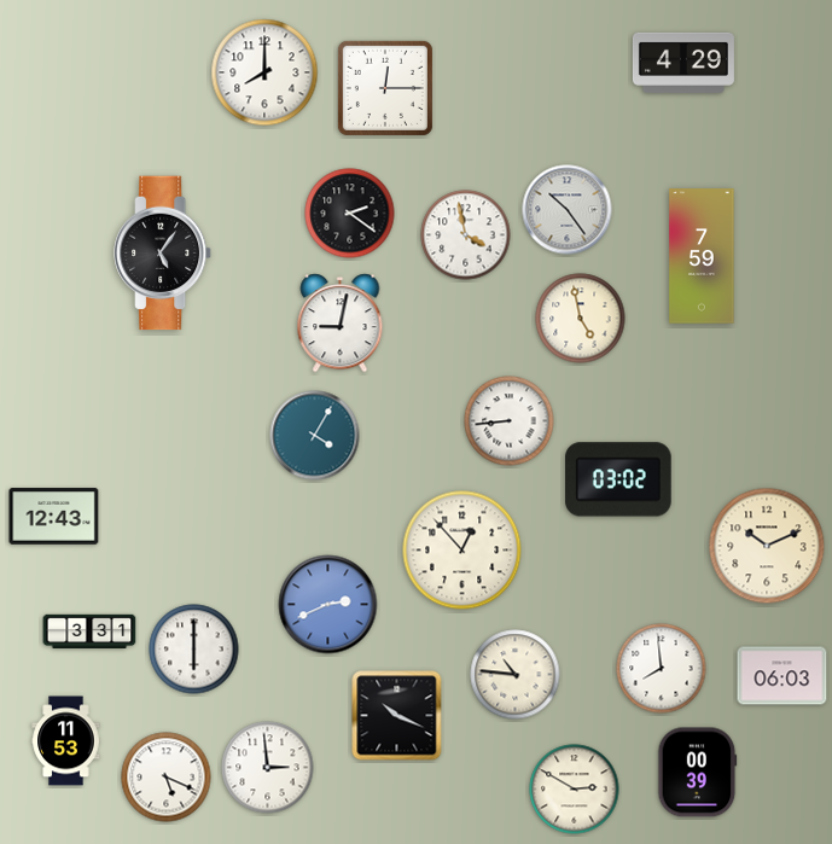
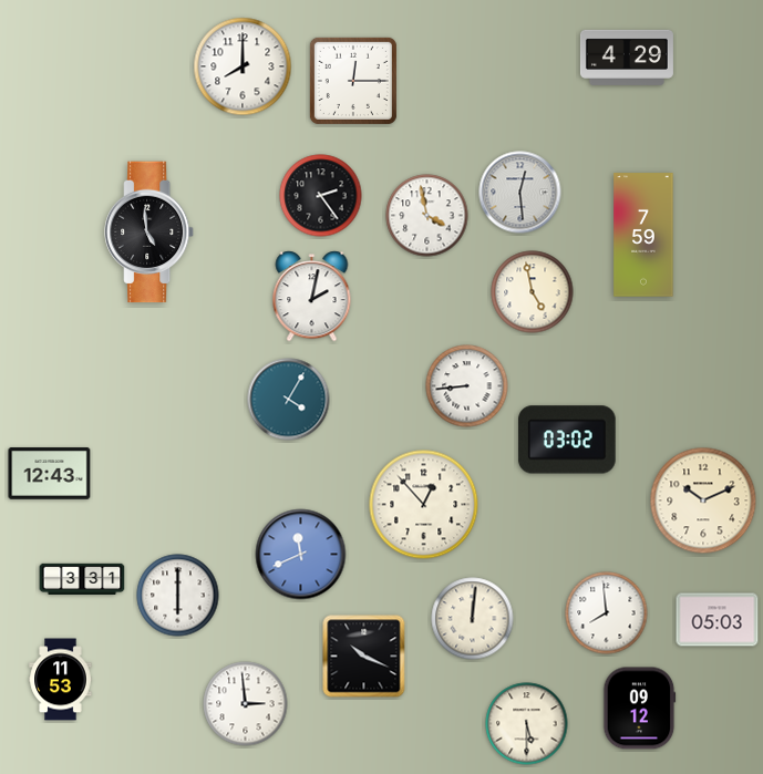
clock at (568, 210): 10:24 -> 12:29
clock at (350, 214): 2:21 -> 2:24
clock at (163, 254): 5:06 -> 4:59
clock at (341, 324): 9:02 -> 2:02
clock at (328, 605): 2:41 -> 11:41
clock at (516, 675): 10:46 -> 12:01
clock at (782, 676): 06:03 -> 05:03
clock at (698, 773): 00:39 -> 09:12
clock at (167, 778): 5:19 -> none
clock at (575, 790): 2:50 -> 5:30
